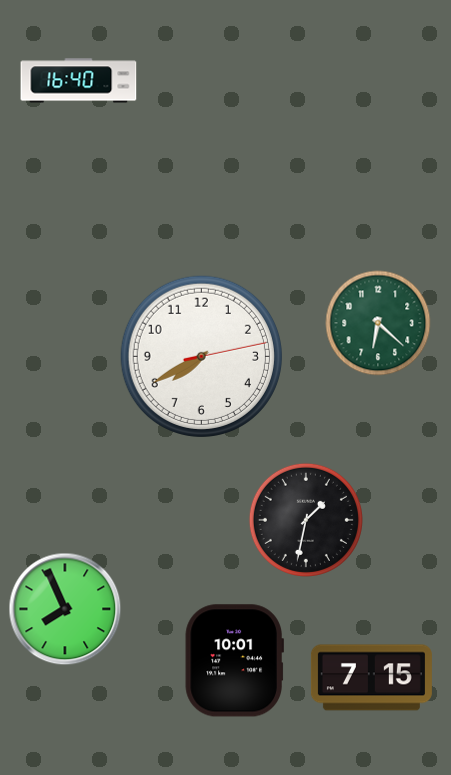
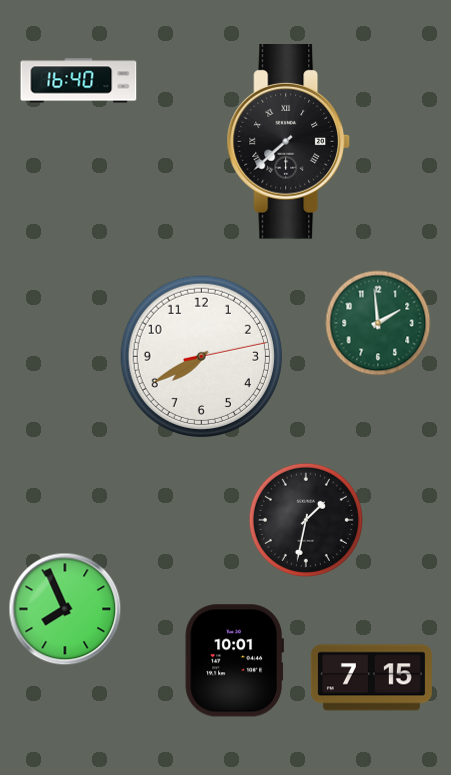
clock at (288, 142): none -> 7:38
clock at (378, 323): 6:22 -> 1:59
